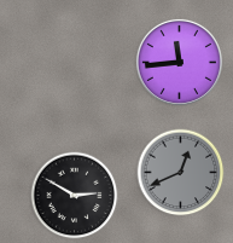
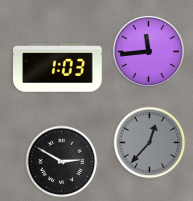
clock at (58, 68): none -> 1:03
clock at (181, 173): 12:41 -> 12:37
